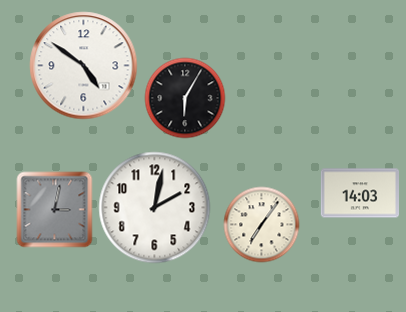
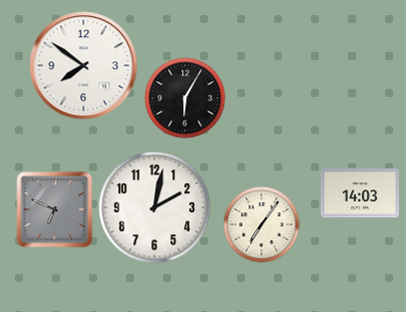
clock at (84, 66): 4:51 -> 7:51
clock at (55, 210): 3:02 -> 6:49
